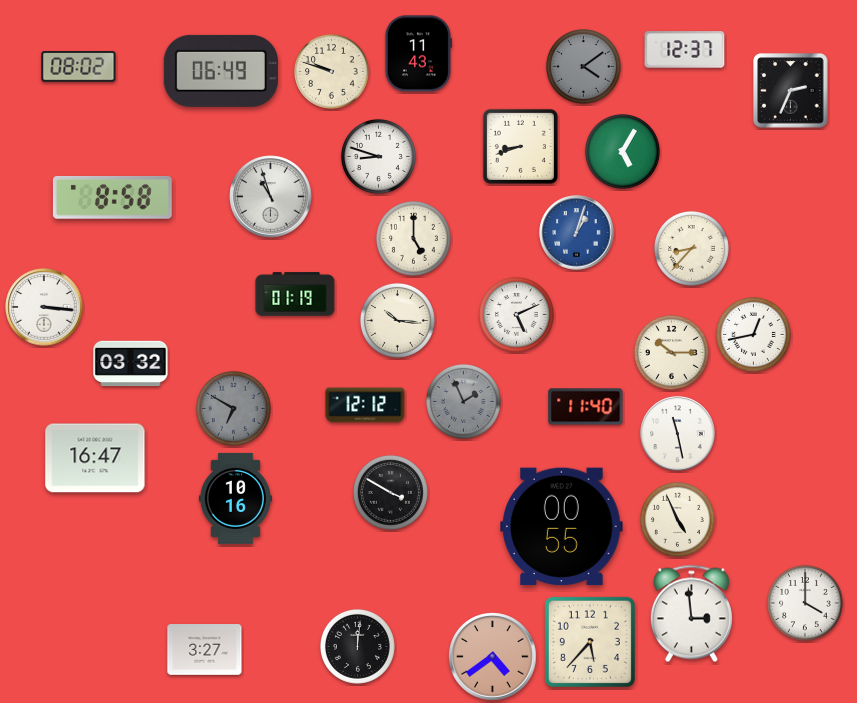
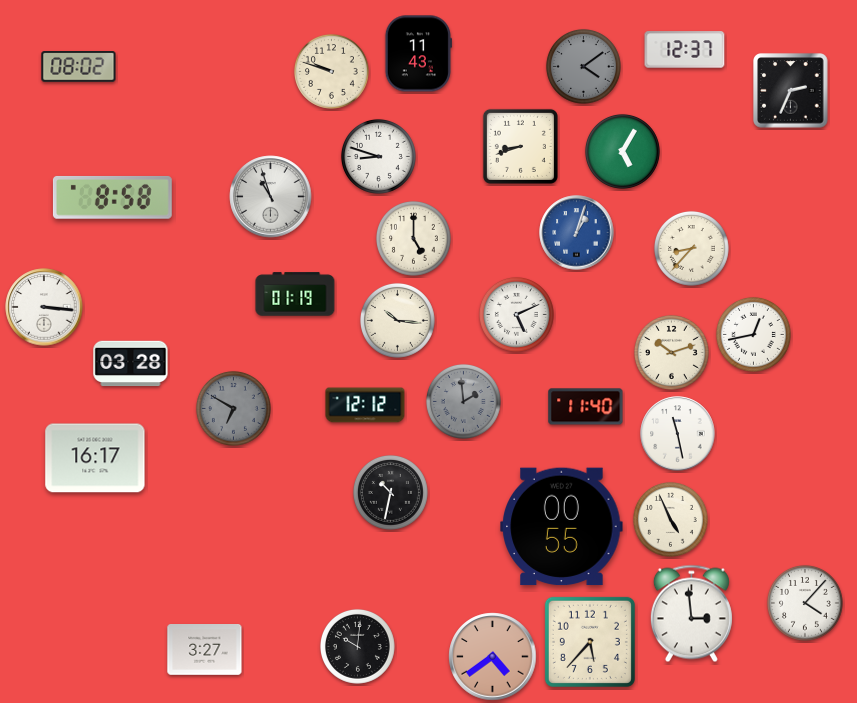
clock at (221, 71): 06:49 -> none
clock at (671, 352): 10:15 -> 10:12
clock at (131, 364): 03:32 -> 03:28
clock at (463, 401): 1:56 -> 1:59
clock at (95, 458): 16:47 -> 16:17
clock at (390, 492): 3:50 -> 10:32
clock at (235, 498): 10:16 -> none
clock at (677, 519) position: (677, 519) -> (670, 519)
clock at (805, 603): 4:00 -> 4:07
clock at (357, 646): 12:01 -> 10:01
